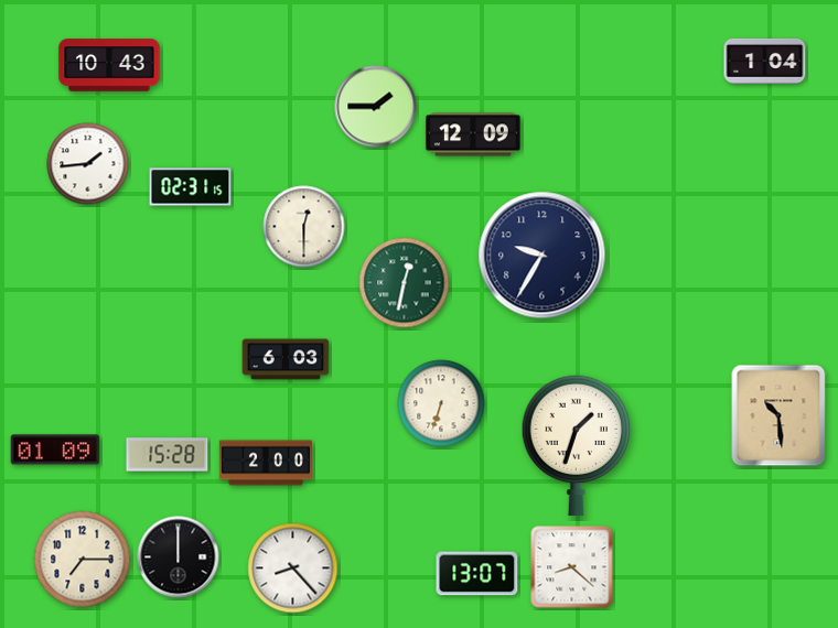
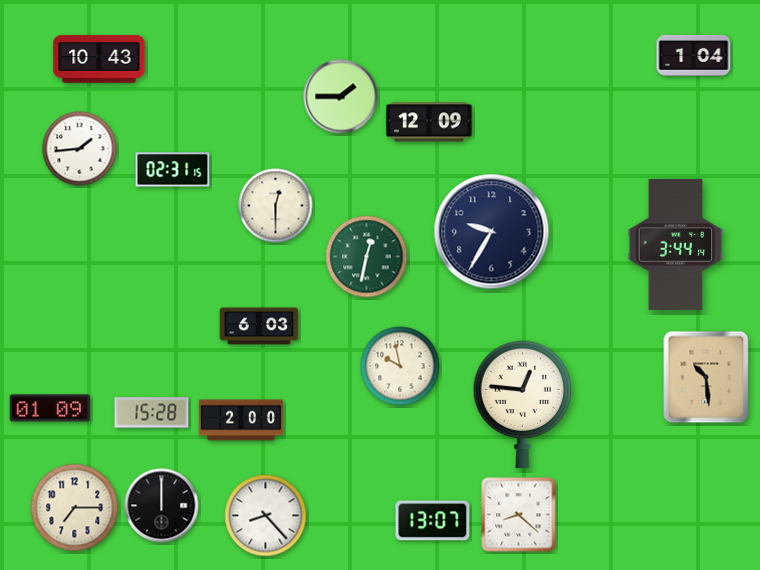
clock at (676, 244): none -> 3:44
clock at (441, 403): 6:33 -> 9:58
clock at (576, 445): 1:33 -> 12:46
